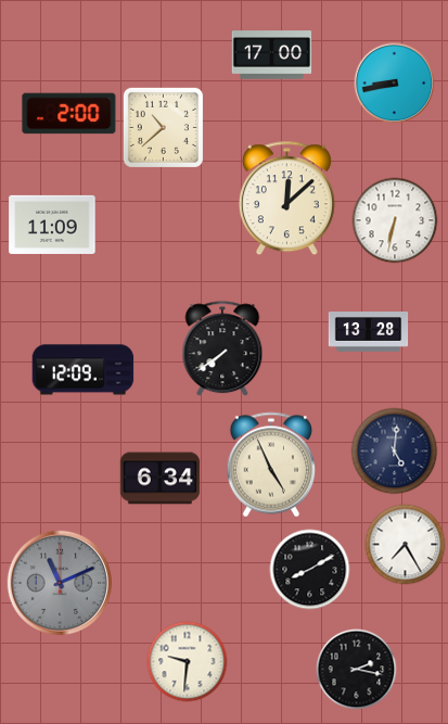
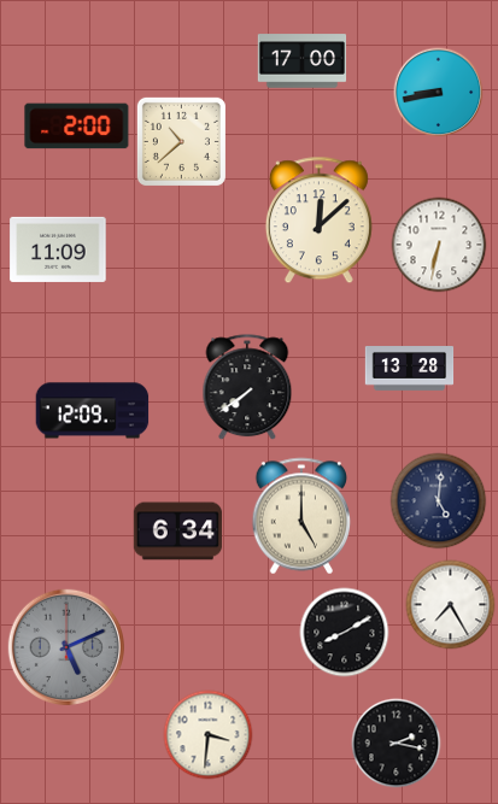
clock at (270, 465): 4:56 -> 5:00
clock at (59, 582): 11:11 -> 5:11
clock at (188, 662): 9:31 -> 3:31
